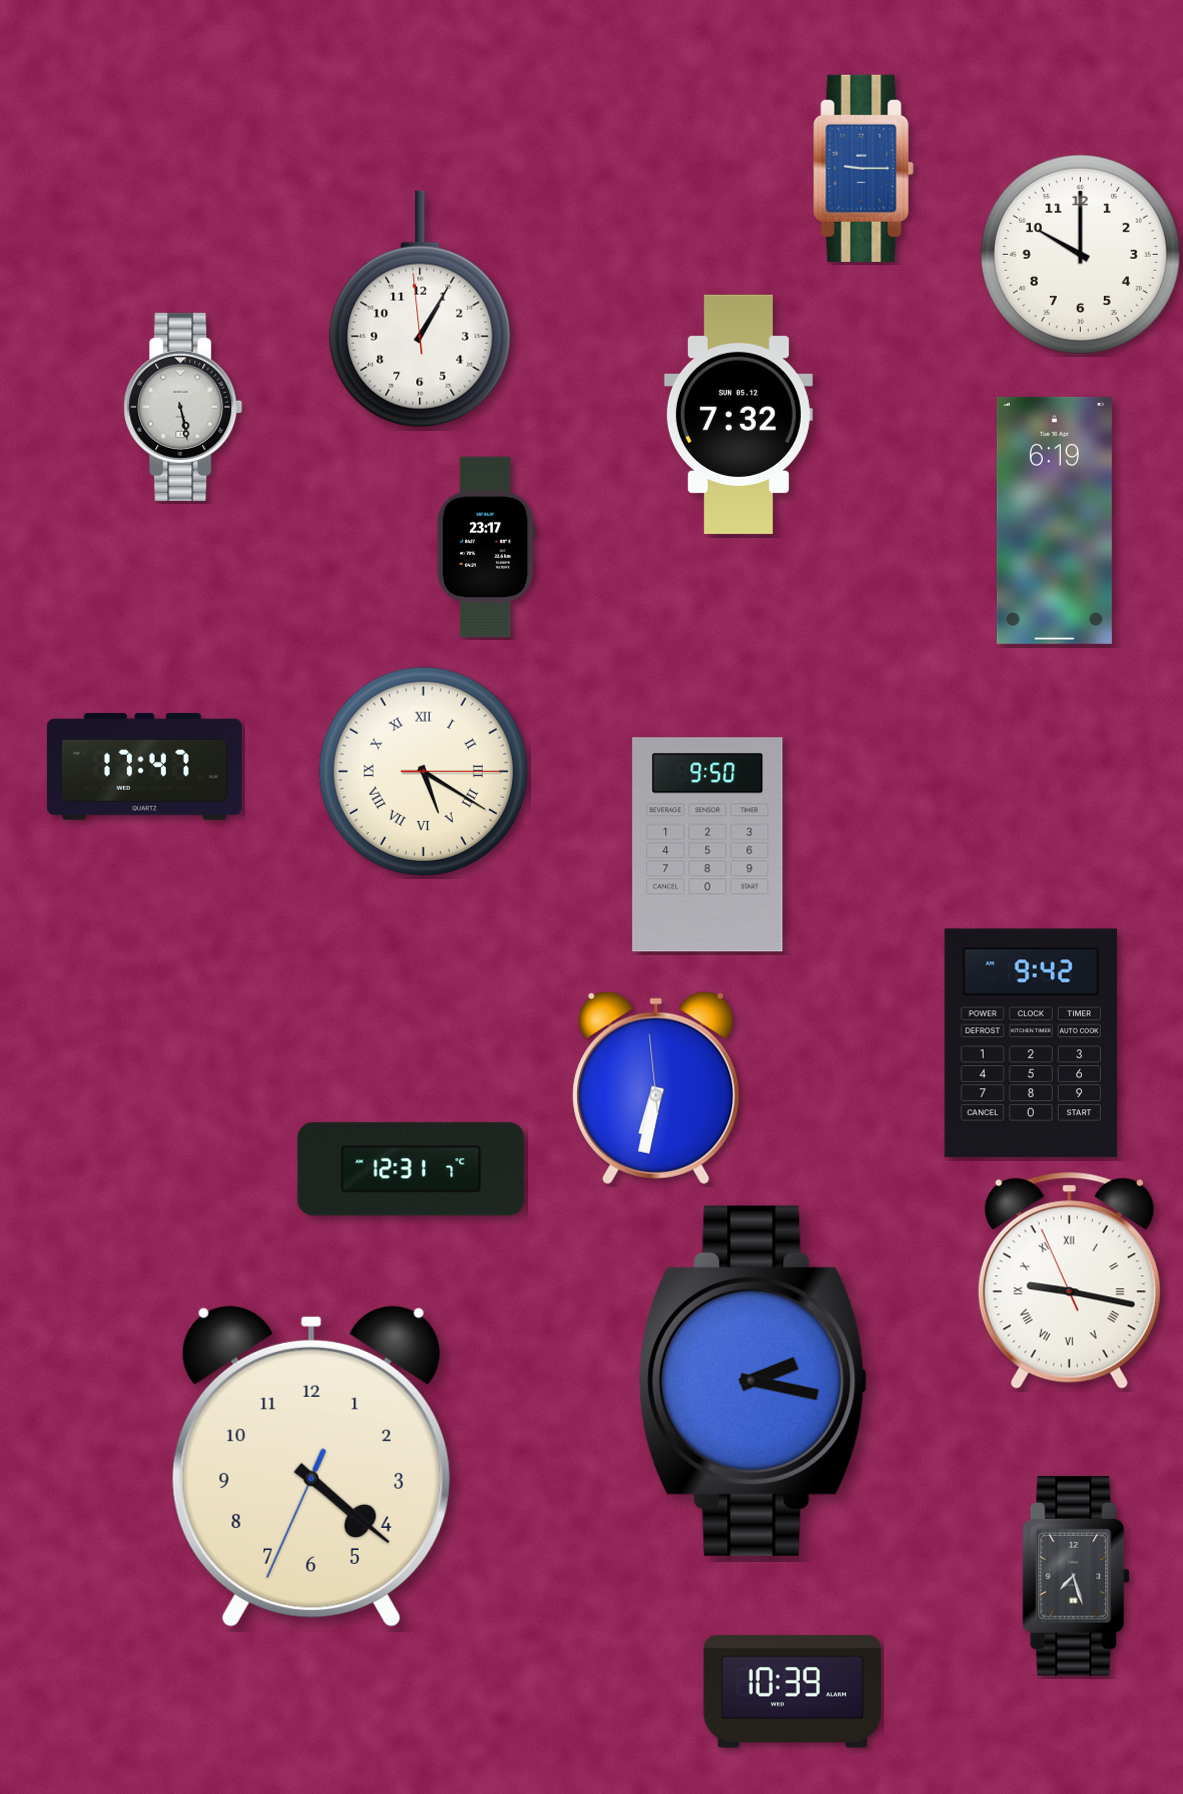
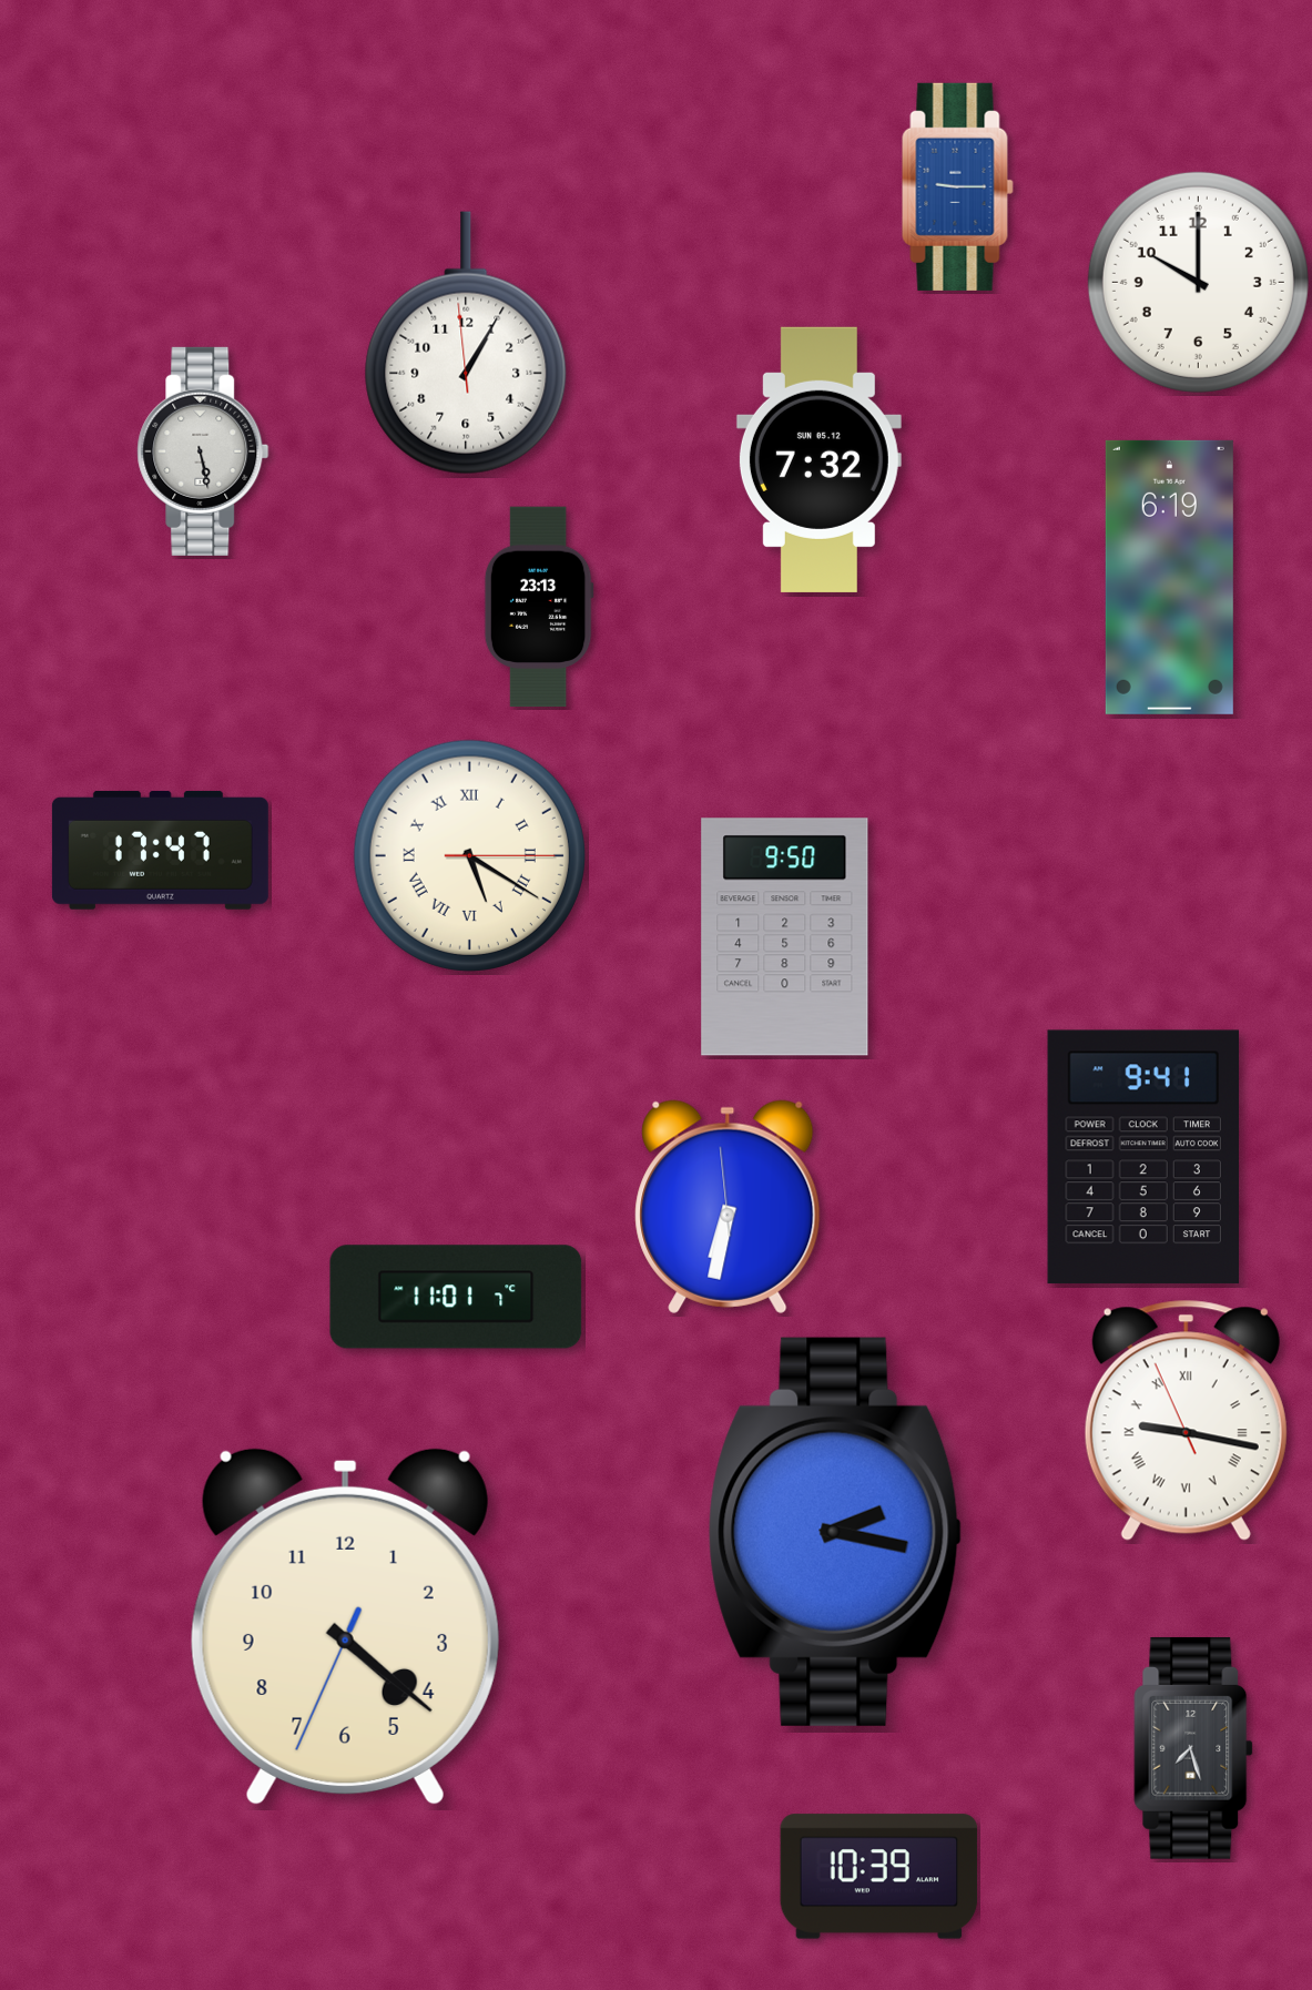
clock at (486, 547): 23:17 -> 23:13
clock at (1031, 1043): 9:42 -> 9:41
clock at (411, 1169): 12:31 -> 11:01
